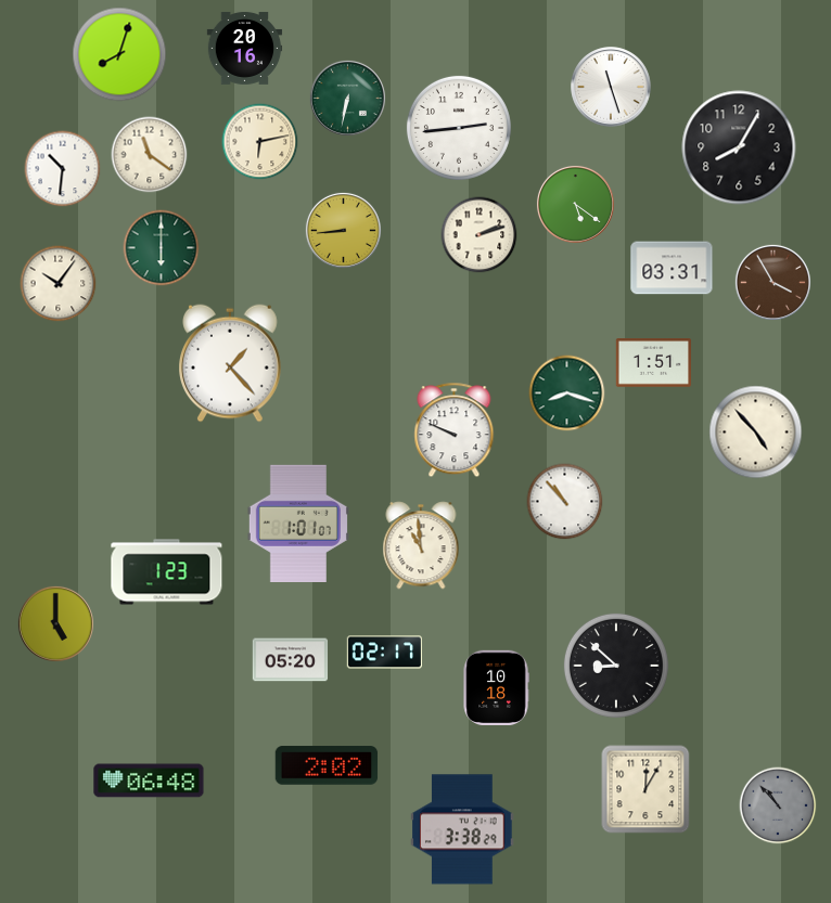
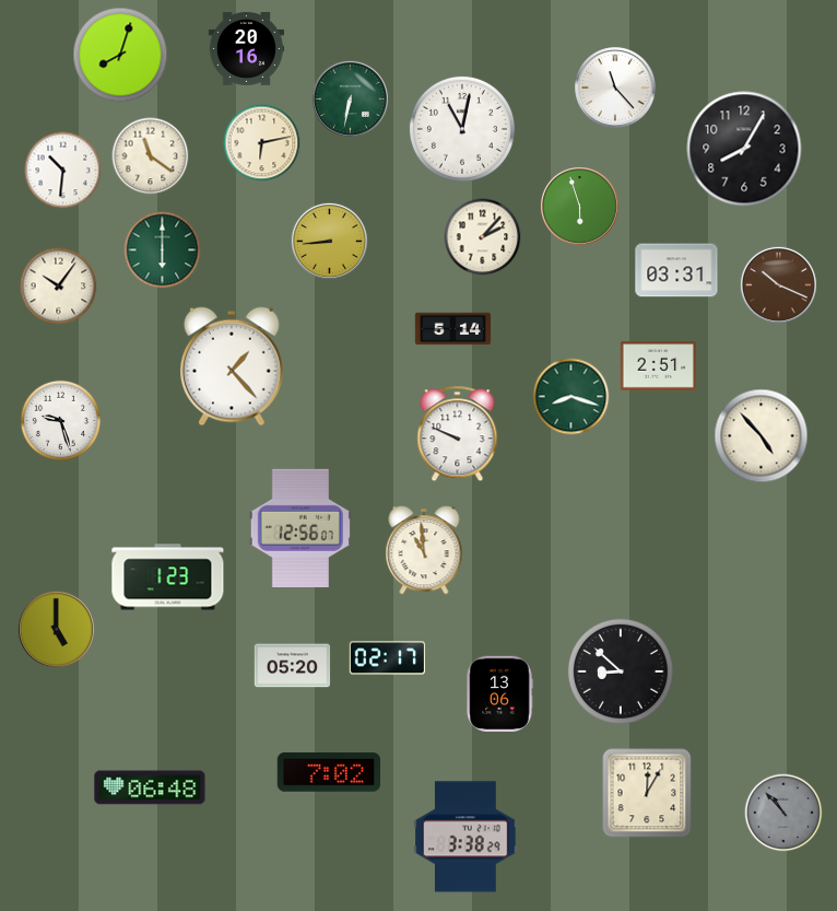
clock at (611, 87): 11:27 -> 11:23
clock at (459, 128): 2:44 -> 11:02
clock at (575, 204): 5:21 -> 5:57
clock at (343, 230) position: (343, 230) -> (329, 241)
clock at (480, 235): 2:12 -> 2:07
clock at (772, 282): 3:55 -> 10:19
clock at (453, 329): none -> 5:14
clock at (653, 363): 1:51 -> 2:51
clock at (60, 420): none -> 9:27
clock at (565, 502): 10:53 -> none
clock at (298, 524): 1:01 -> 12:56
clock at (496, 688): 10:18 -> 13:06
clock at (327, 765): 2:02 -> 7:02
clock at (645, 789) position: (645, 789) -> (647, 793)
